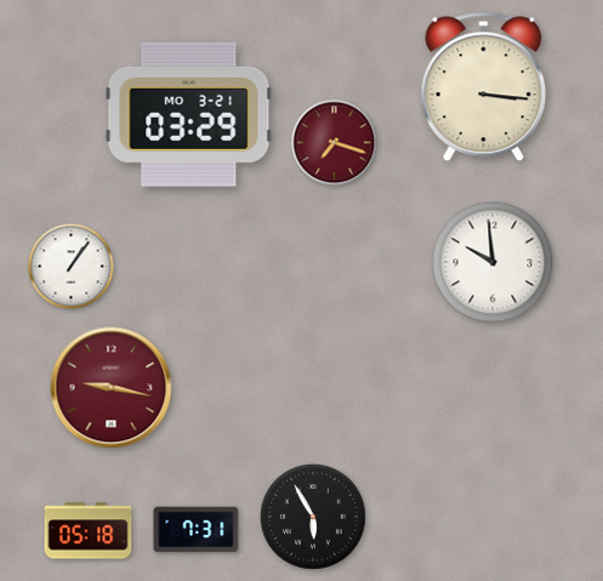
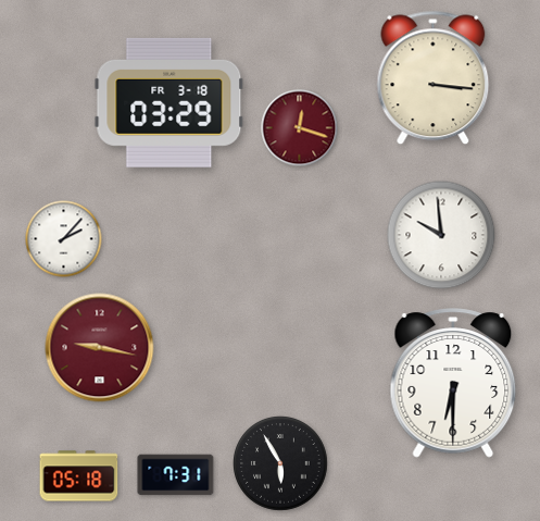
clock at (189, 114) date: MO 3-21 -> FR 3-18
clock at (335, 143): 7:18 -> 12:18
clock at (72, 267): 1:06 -> 2:07
clock at (453, 383): none -> 6:30
